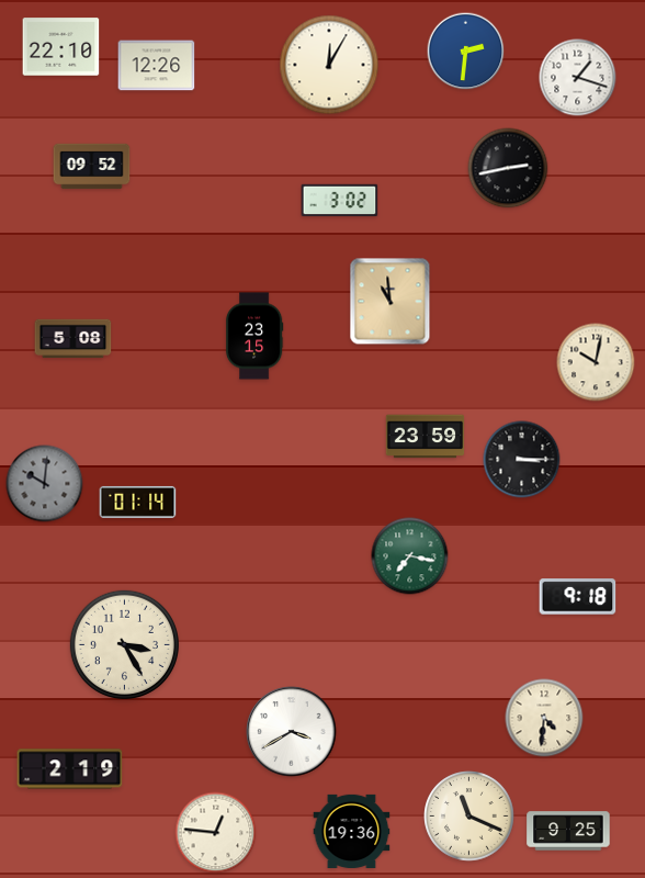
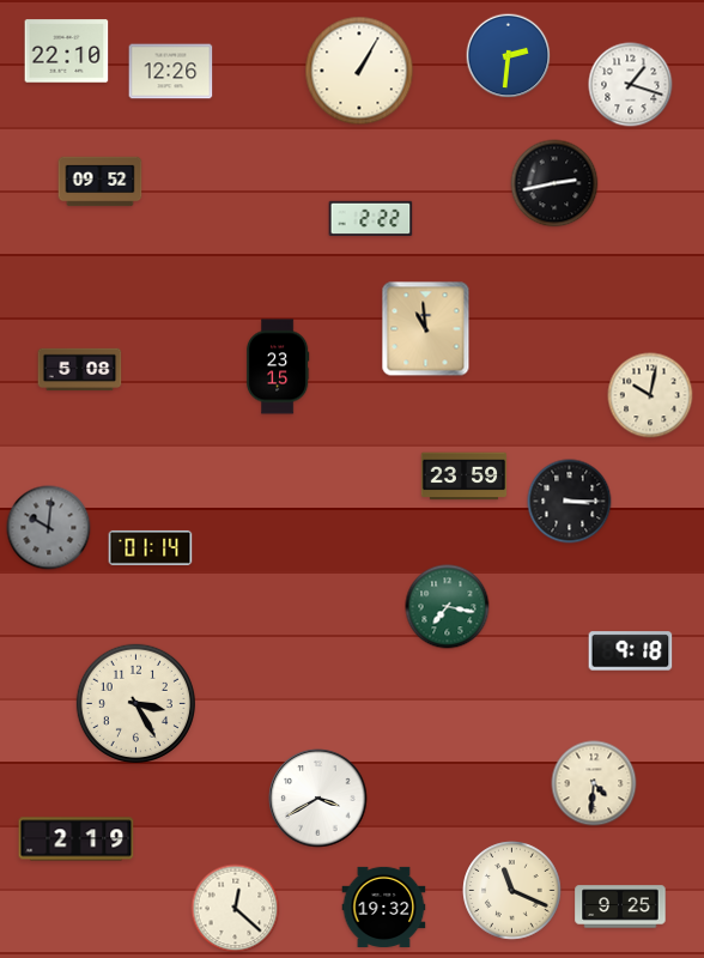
clock at (329, 65): 12:05 -> 1:05
clock at (340, 201): 3:02 -> 2:22
clock at (352, 831): 19:36 -> 19:32
clock at (216, 833): 12:46 -> 12:22
